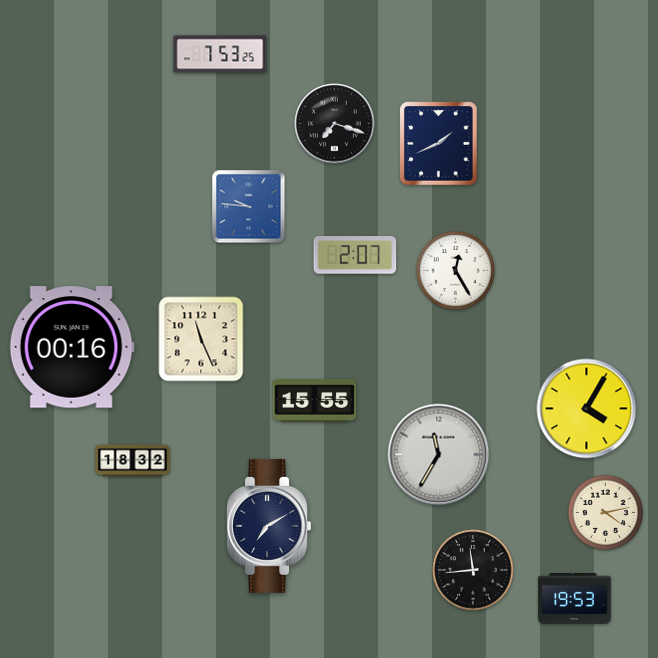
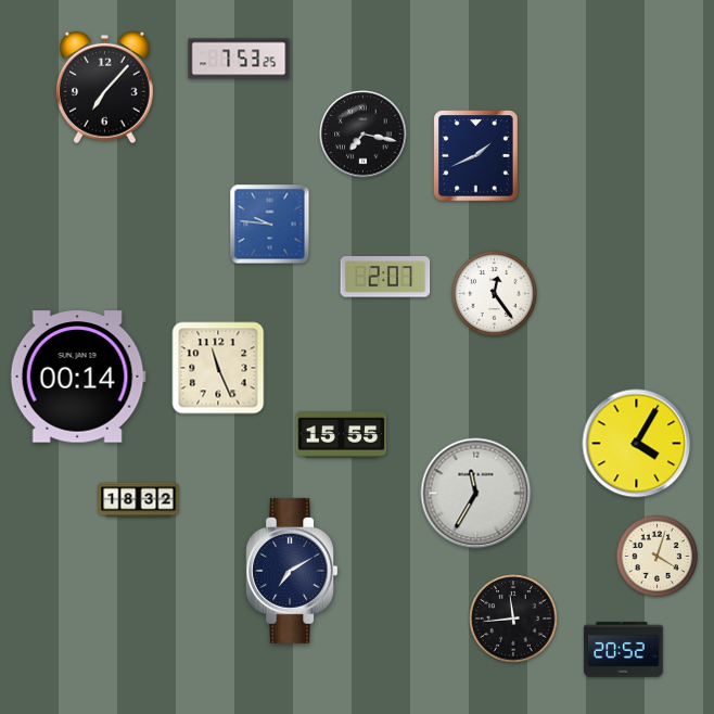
clock at (105, 88): none -> 7:07
clock at (335, 124): 7:18 -> 7:17
clock at (455, 270): 12:25 -> 12:24
clock at (72, 347): 00:16 -> 00:14
clock at (133, 461) position: (133, 461) -> (139, 500)
clock at (605, 512): 4:13 -> 4:03
clock at (575, 599): 19:53 -> 20:52
